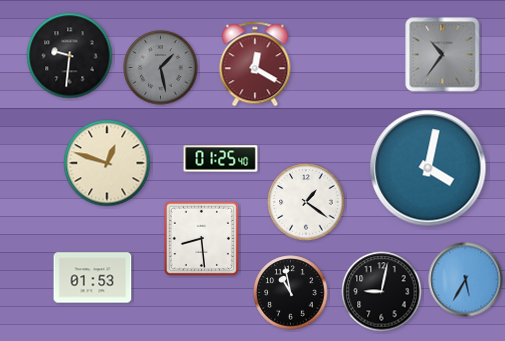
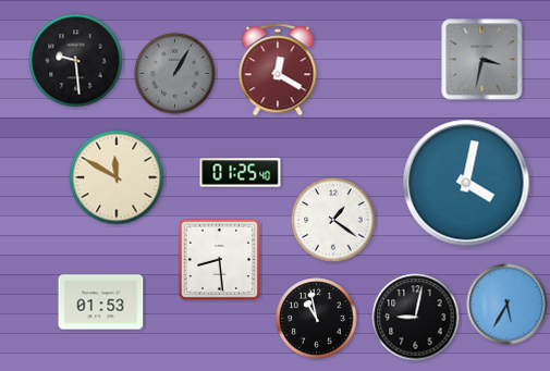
clock at (443, 55): 10:36 -> 3:32
clock at (70, 56): 9:31 -> 9:29
clock at (161, 68): 1:28 -> 1:05
clock at (107, 163): 12:48 -> 11:50
